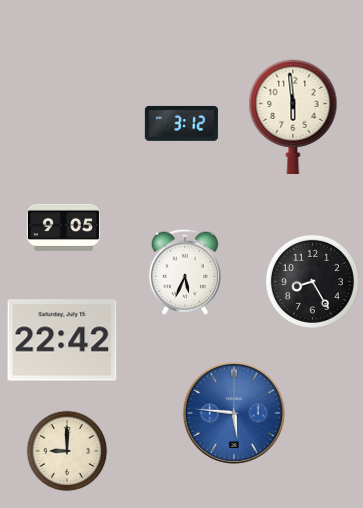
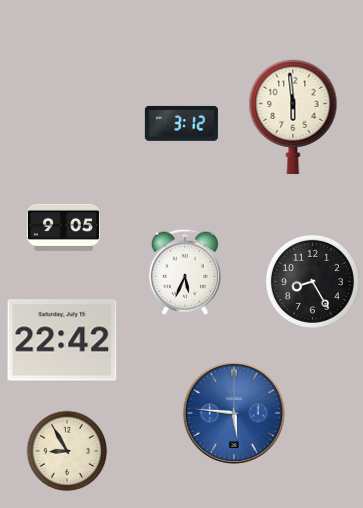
clock at (67, 451): 9:00 -> 8:55
